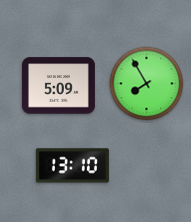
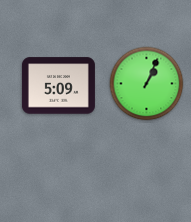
clock at (147, 84): 7:55 -> 1:04
clock at (72, 166): 13:10 -> none
